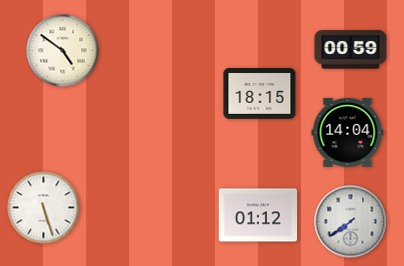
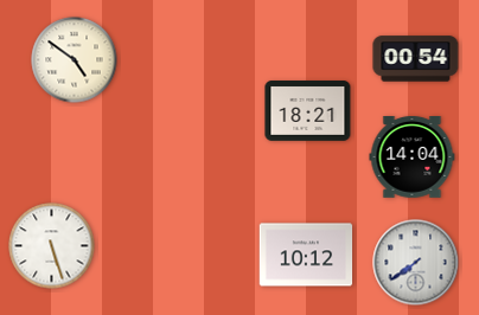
clock at (351, 50): 00:59 -> 00:54
clock at (260, 94): 18:15 -> 18:21
clock at (258, 215): 01:12 -> 10:12
